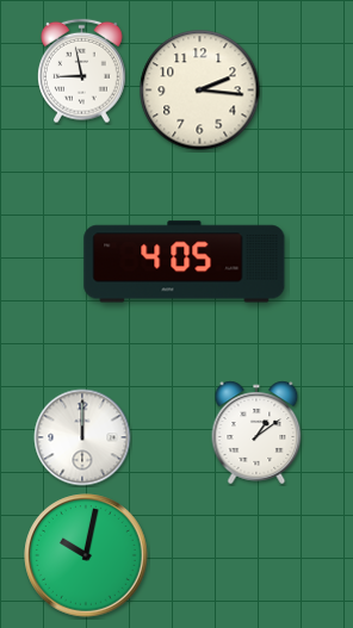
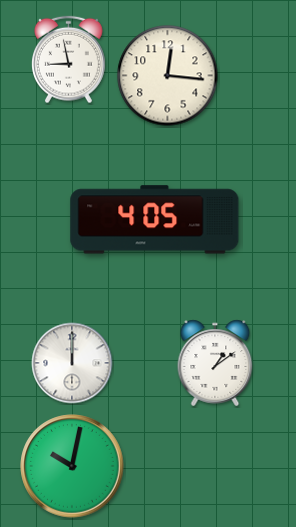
clock at (200, 91): 2:16 -> 12:16
clock at (82, 437) position: (82, 437) -> (72, 363)
